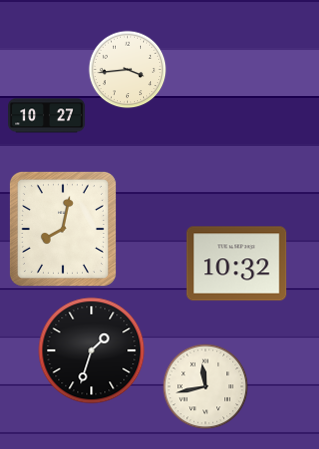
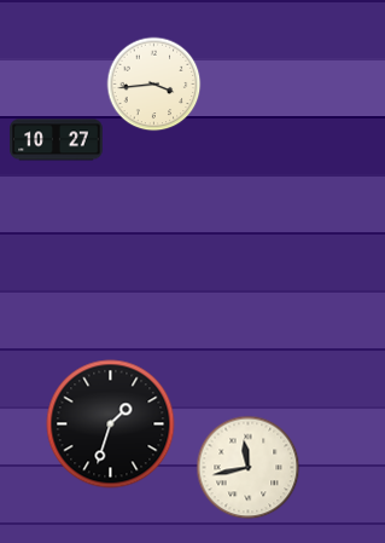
clock at (63, 229): 8:02 -> none
clock at (237, 264): 10:32 -> none
